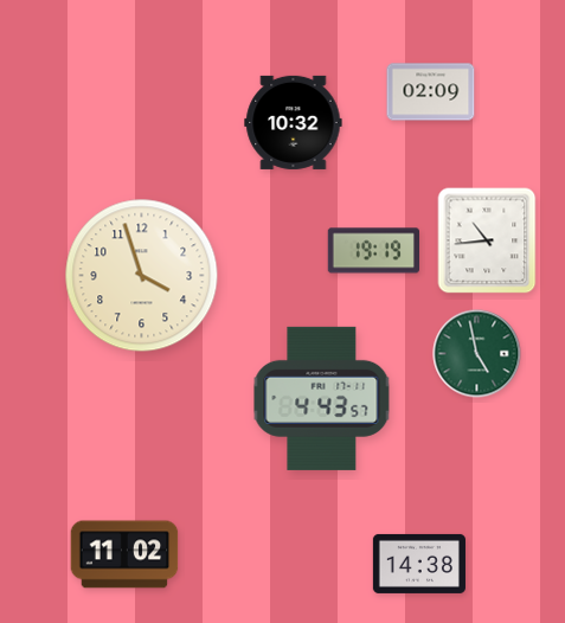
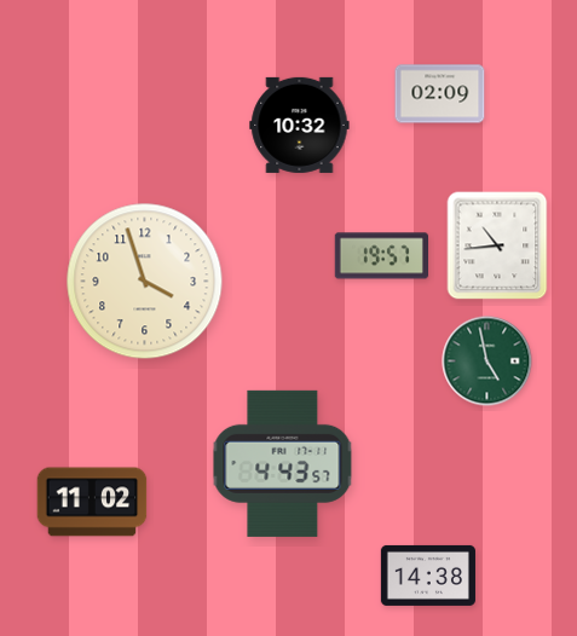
clock at (373, 251): 19:19 -> 19:57
clock at (322, 398) position: (322, 398) -> (283, 463)
clock at (124, 554) position: (124, 554) -> (92, 502)
